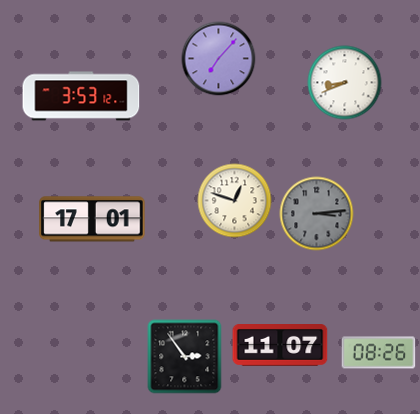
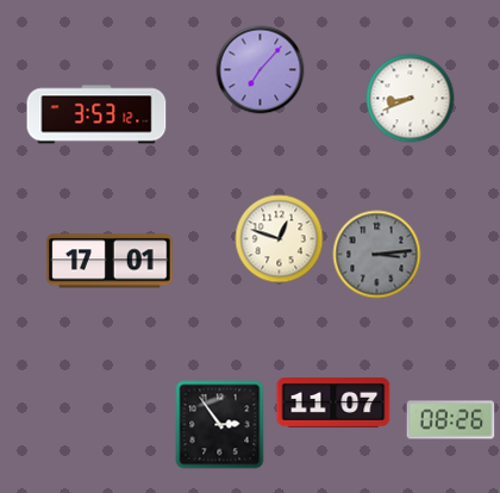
clock at (280, 346) position: (280, 346) -> (333, 404)
